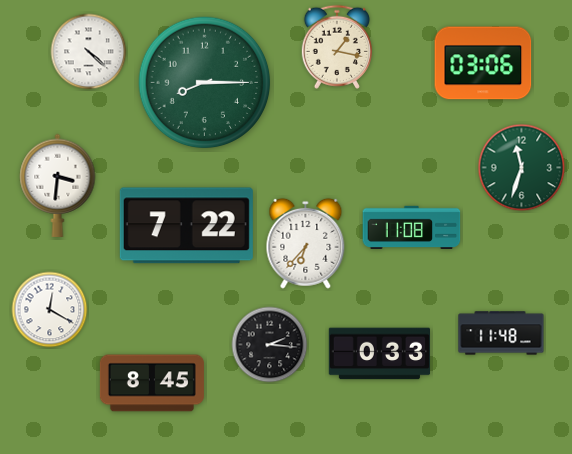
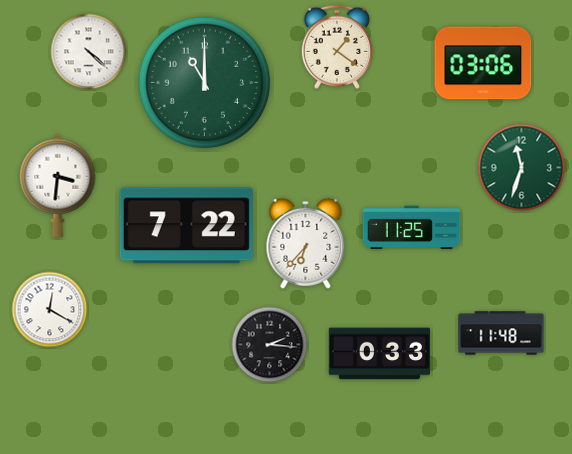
clock at (337, 47): 1:17 -> 1:21
clock at (205, 83): 8:15 -> 11:00
clock at (412, 227): 11:08 -> 11:25
clock at (152, 383): 8:45 -> none
